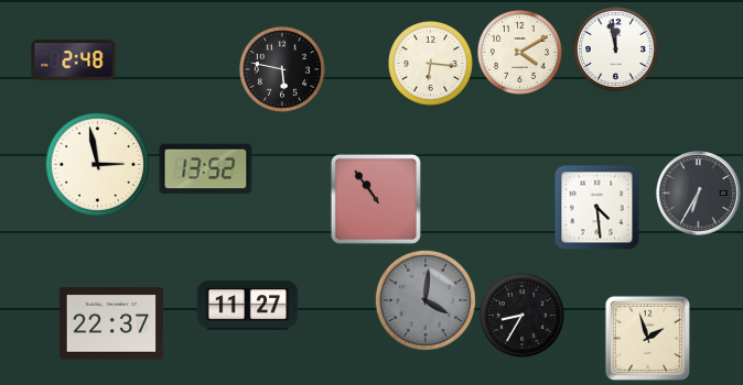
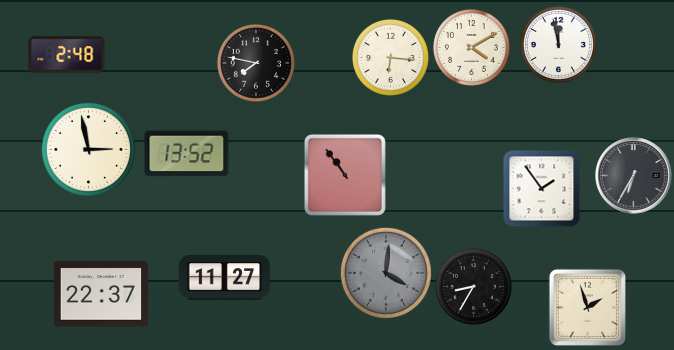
clock at (282, 69): 5:47 -> 7:47
clock at (376, 199) position: (376, 199) -> (345, 175)
clock at (596, 207): 4:29 -> 1:54
